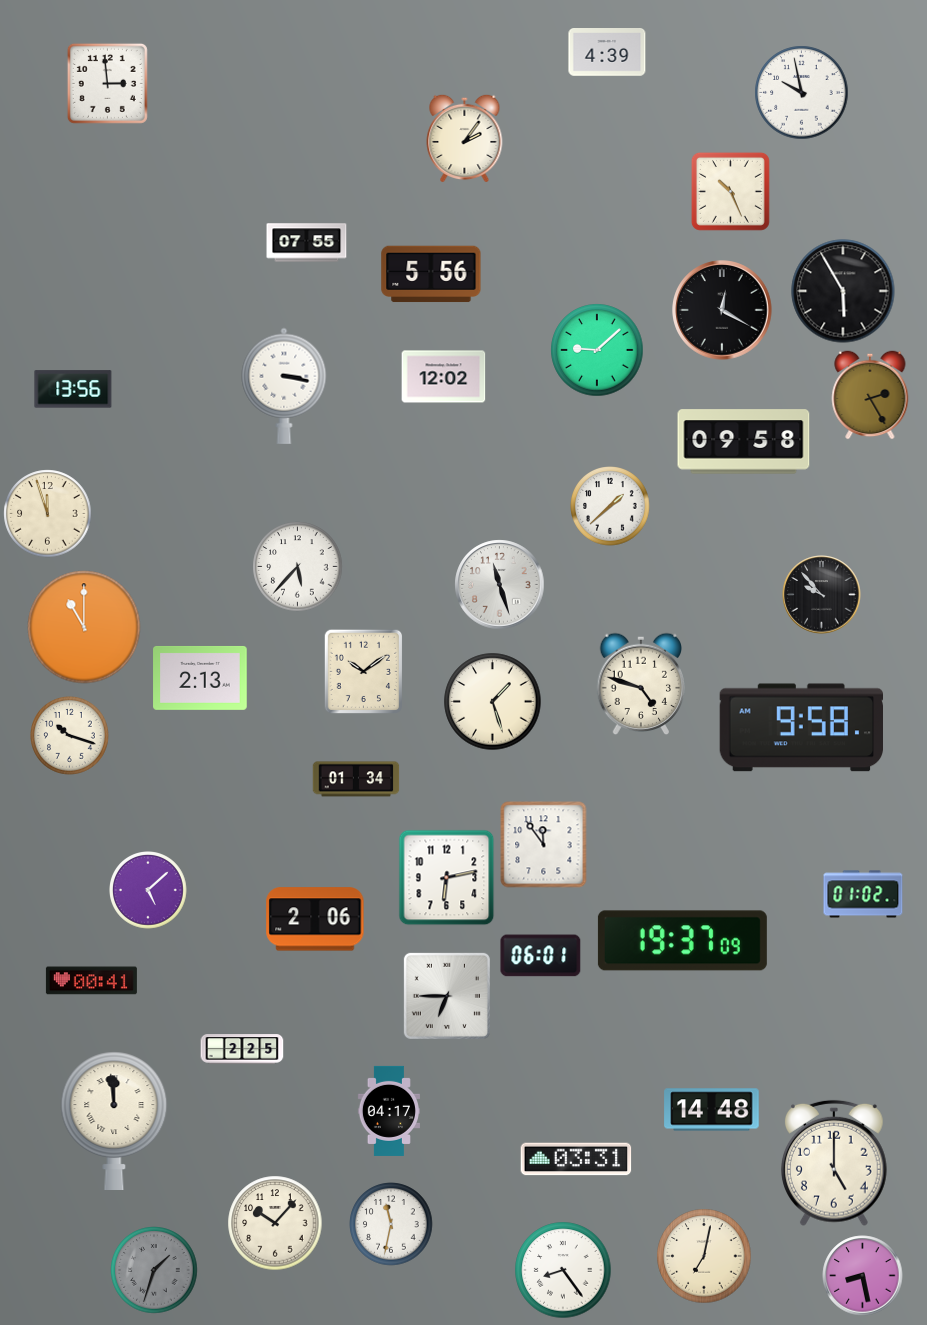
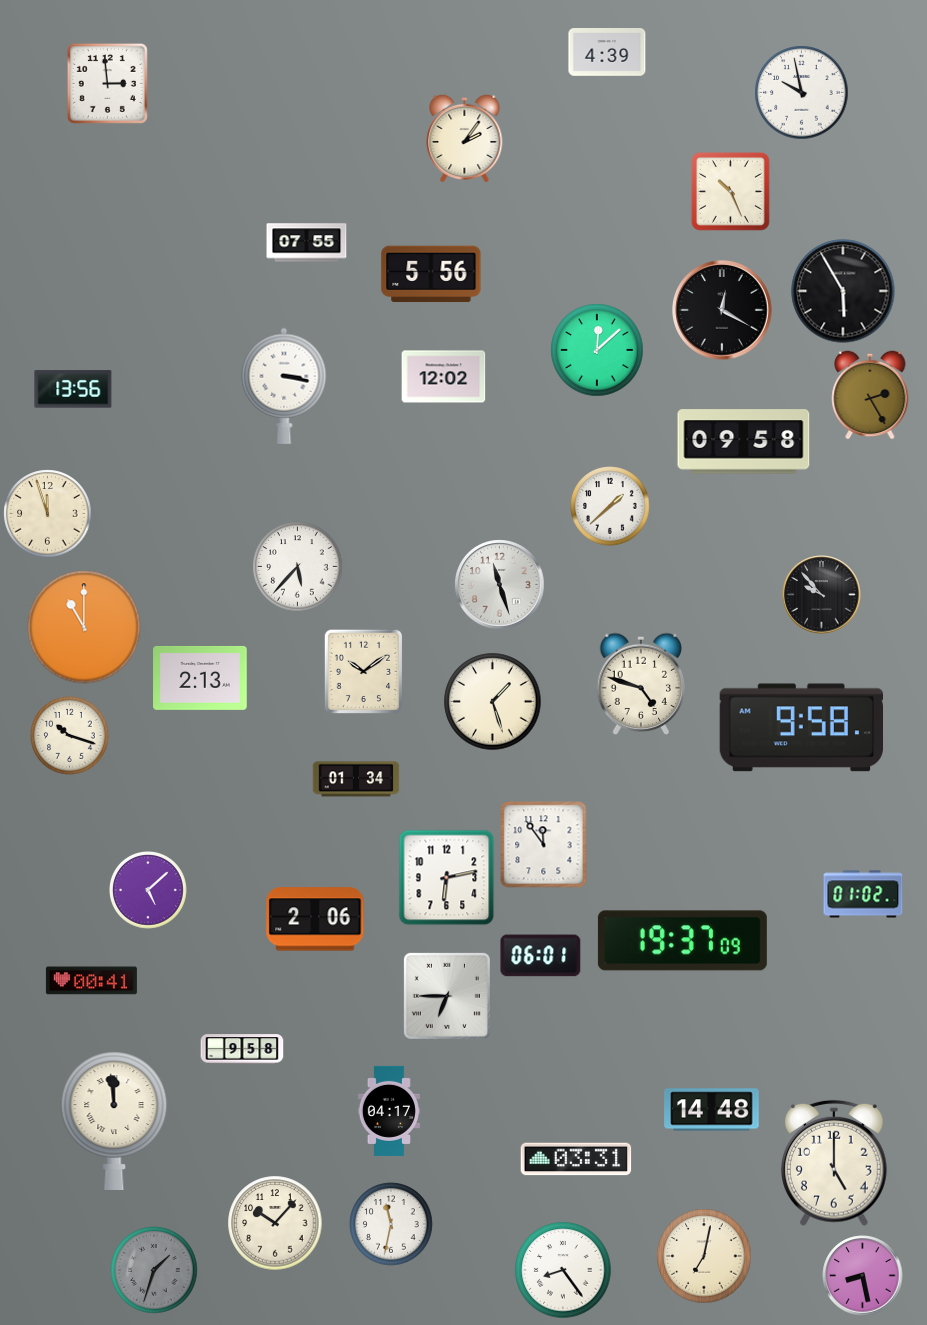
clock at (597, 350): 9:08 -> 12:08
clock at (242, 1049): 2:25 -> 9:58
